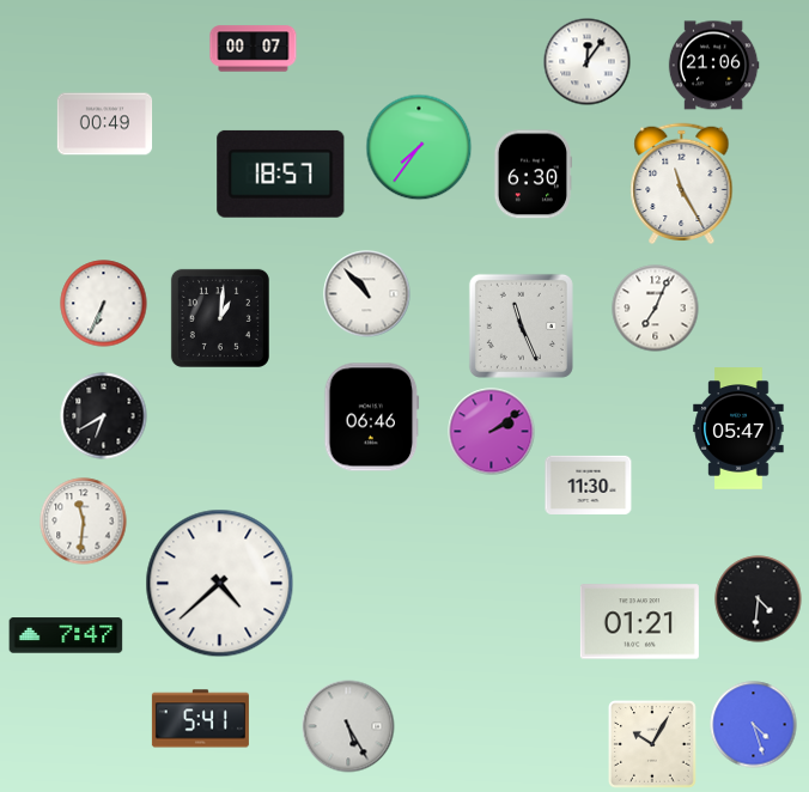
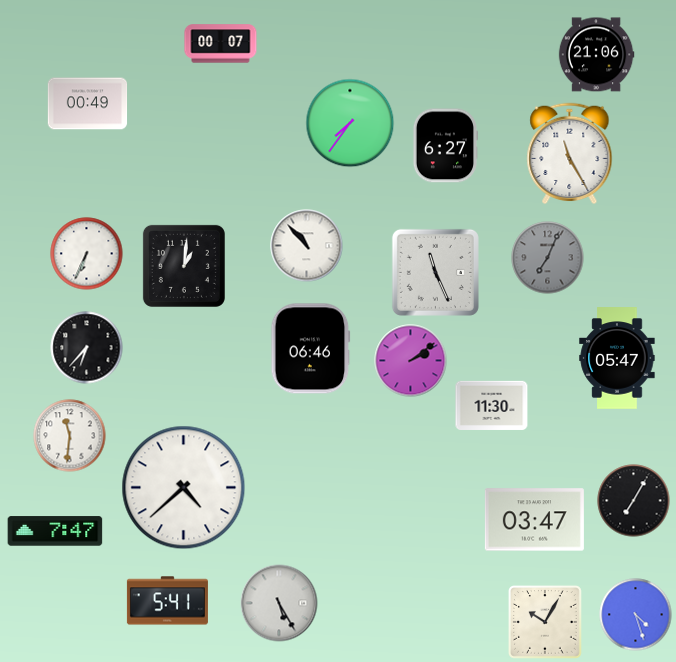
clock at (254, 49) position: (254, 49) -> (221, 44)
clock at (588, 62): 12:06 -> none
clock at (281, 173): 18:57 -> none
clock at (531, 175): 6:30 -> 6:27
clock at (656, 309) dial: white -> grey
clock at (104, 416): 6:40 -> 6:37
clock at (759, 599): 4:31 -> 7:05
clock at (639, 622): 01:21 -> 03:47
clock at (754, 725) position: (754, 725) -> (636, 615)
clock at (348, 726) position: (348, 726) -> (279, 603)
